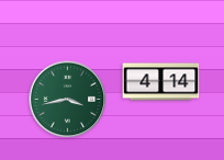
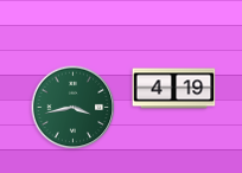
clock at (161, 82): 4:14 -> 4:19
